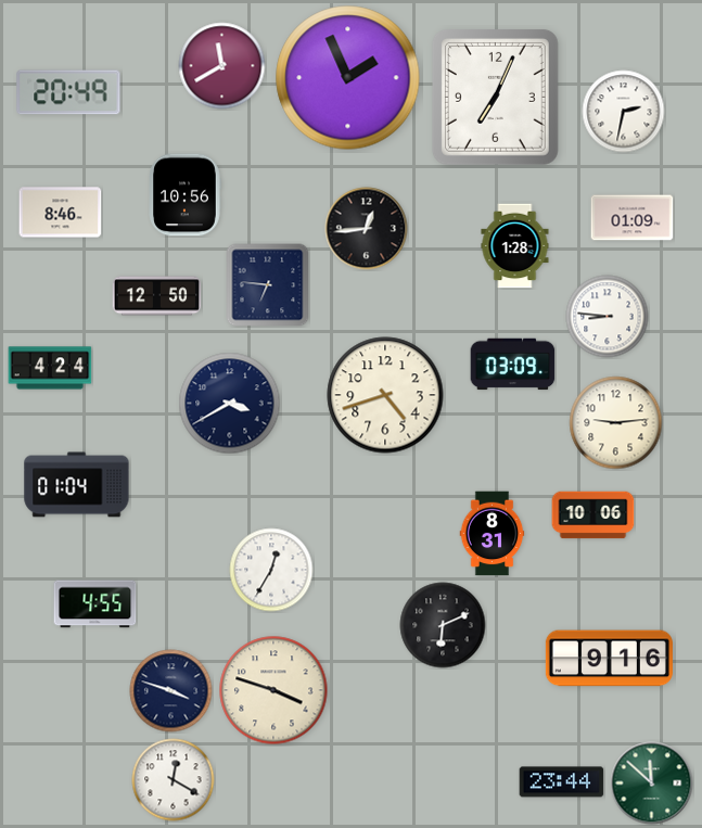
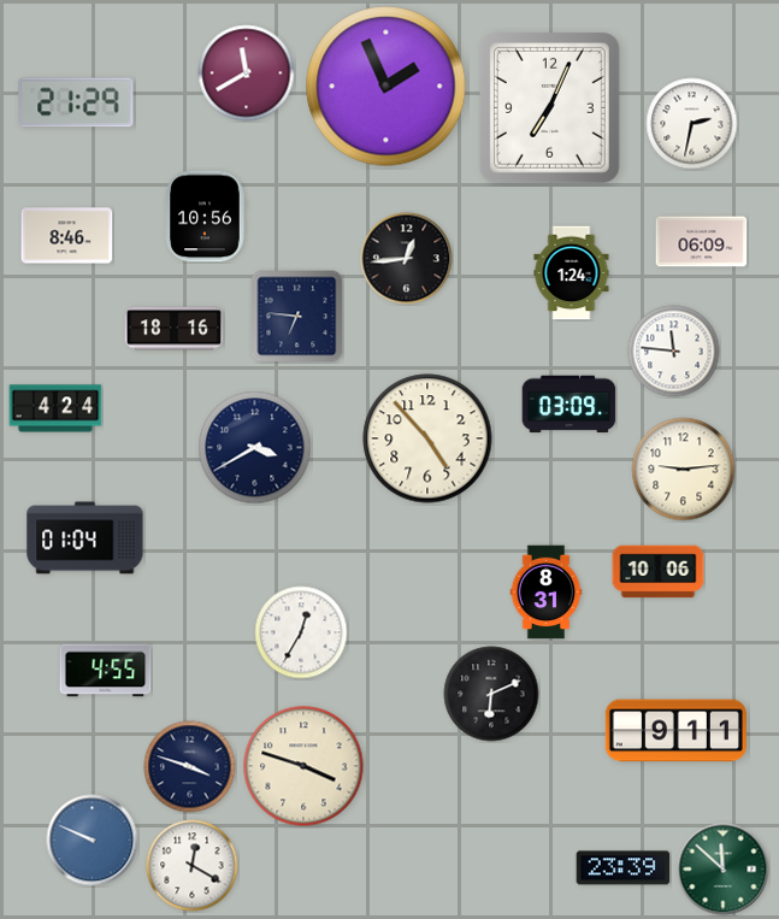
clock at (68, 92): 20:49 -> 21:29
clock at (633, 218): 01:09 -> 06:09
clock at (367, 229) position: (367, 229) -> (407, 259)
clock at (515, 246): 1:28 -> 1:24
clock at (157, 296): 12:50 -> 18:16
clock at (608, 317): 8:46 -> 11:46
clock at (385, 395): 4:42 -> 4:53
clock at (609, 659): 9:16 -> 9:11
clock at (93, 841): none -> 9:49
clock at (562, 782): 23:44 -> 23:39
